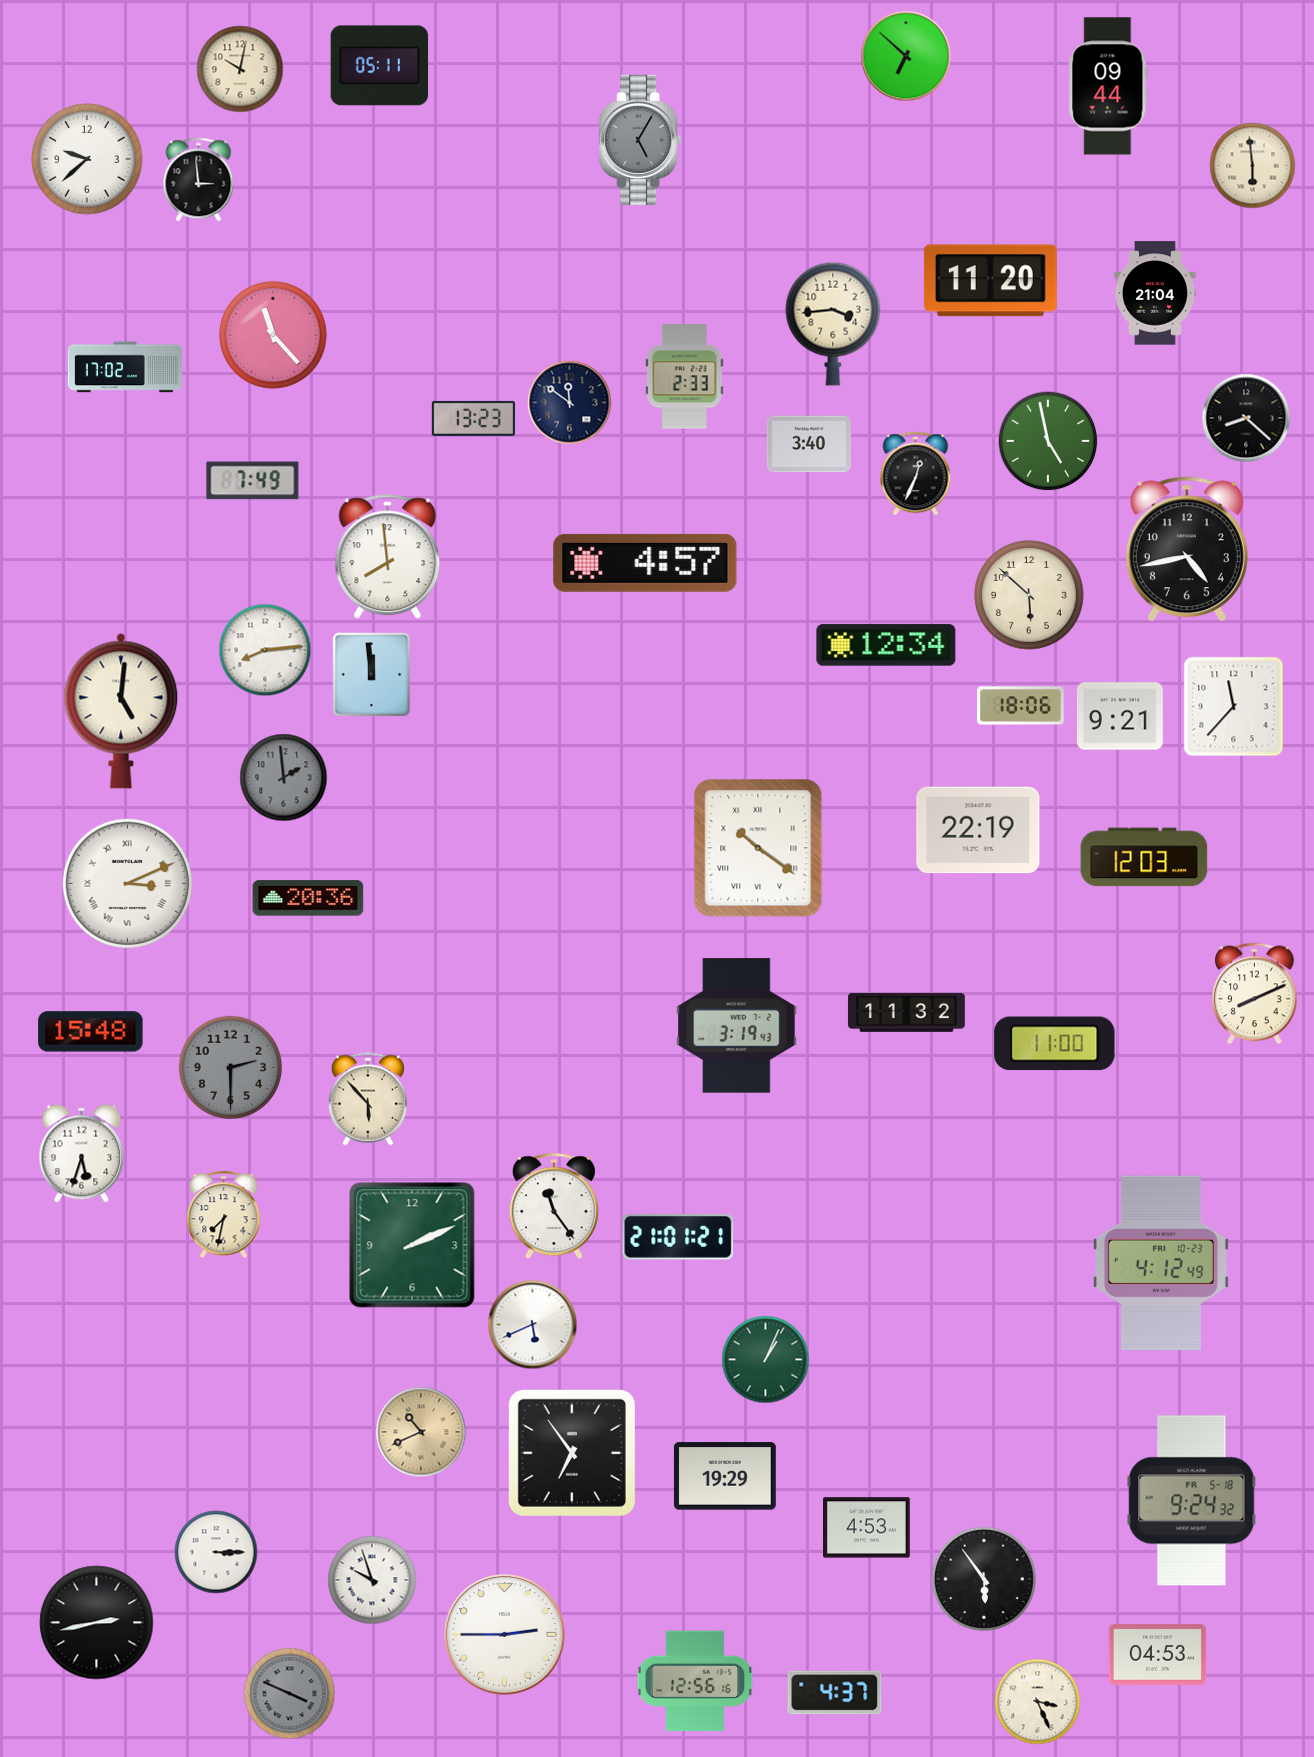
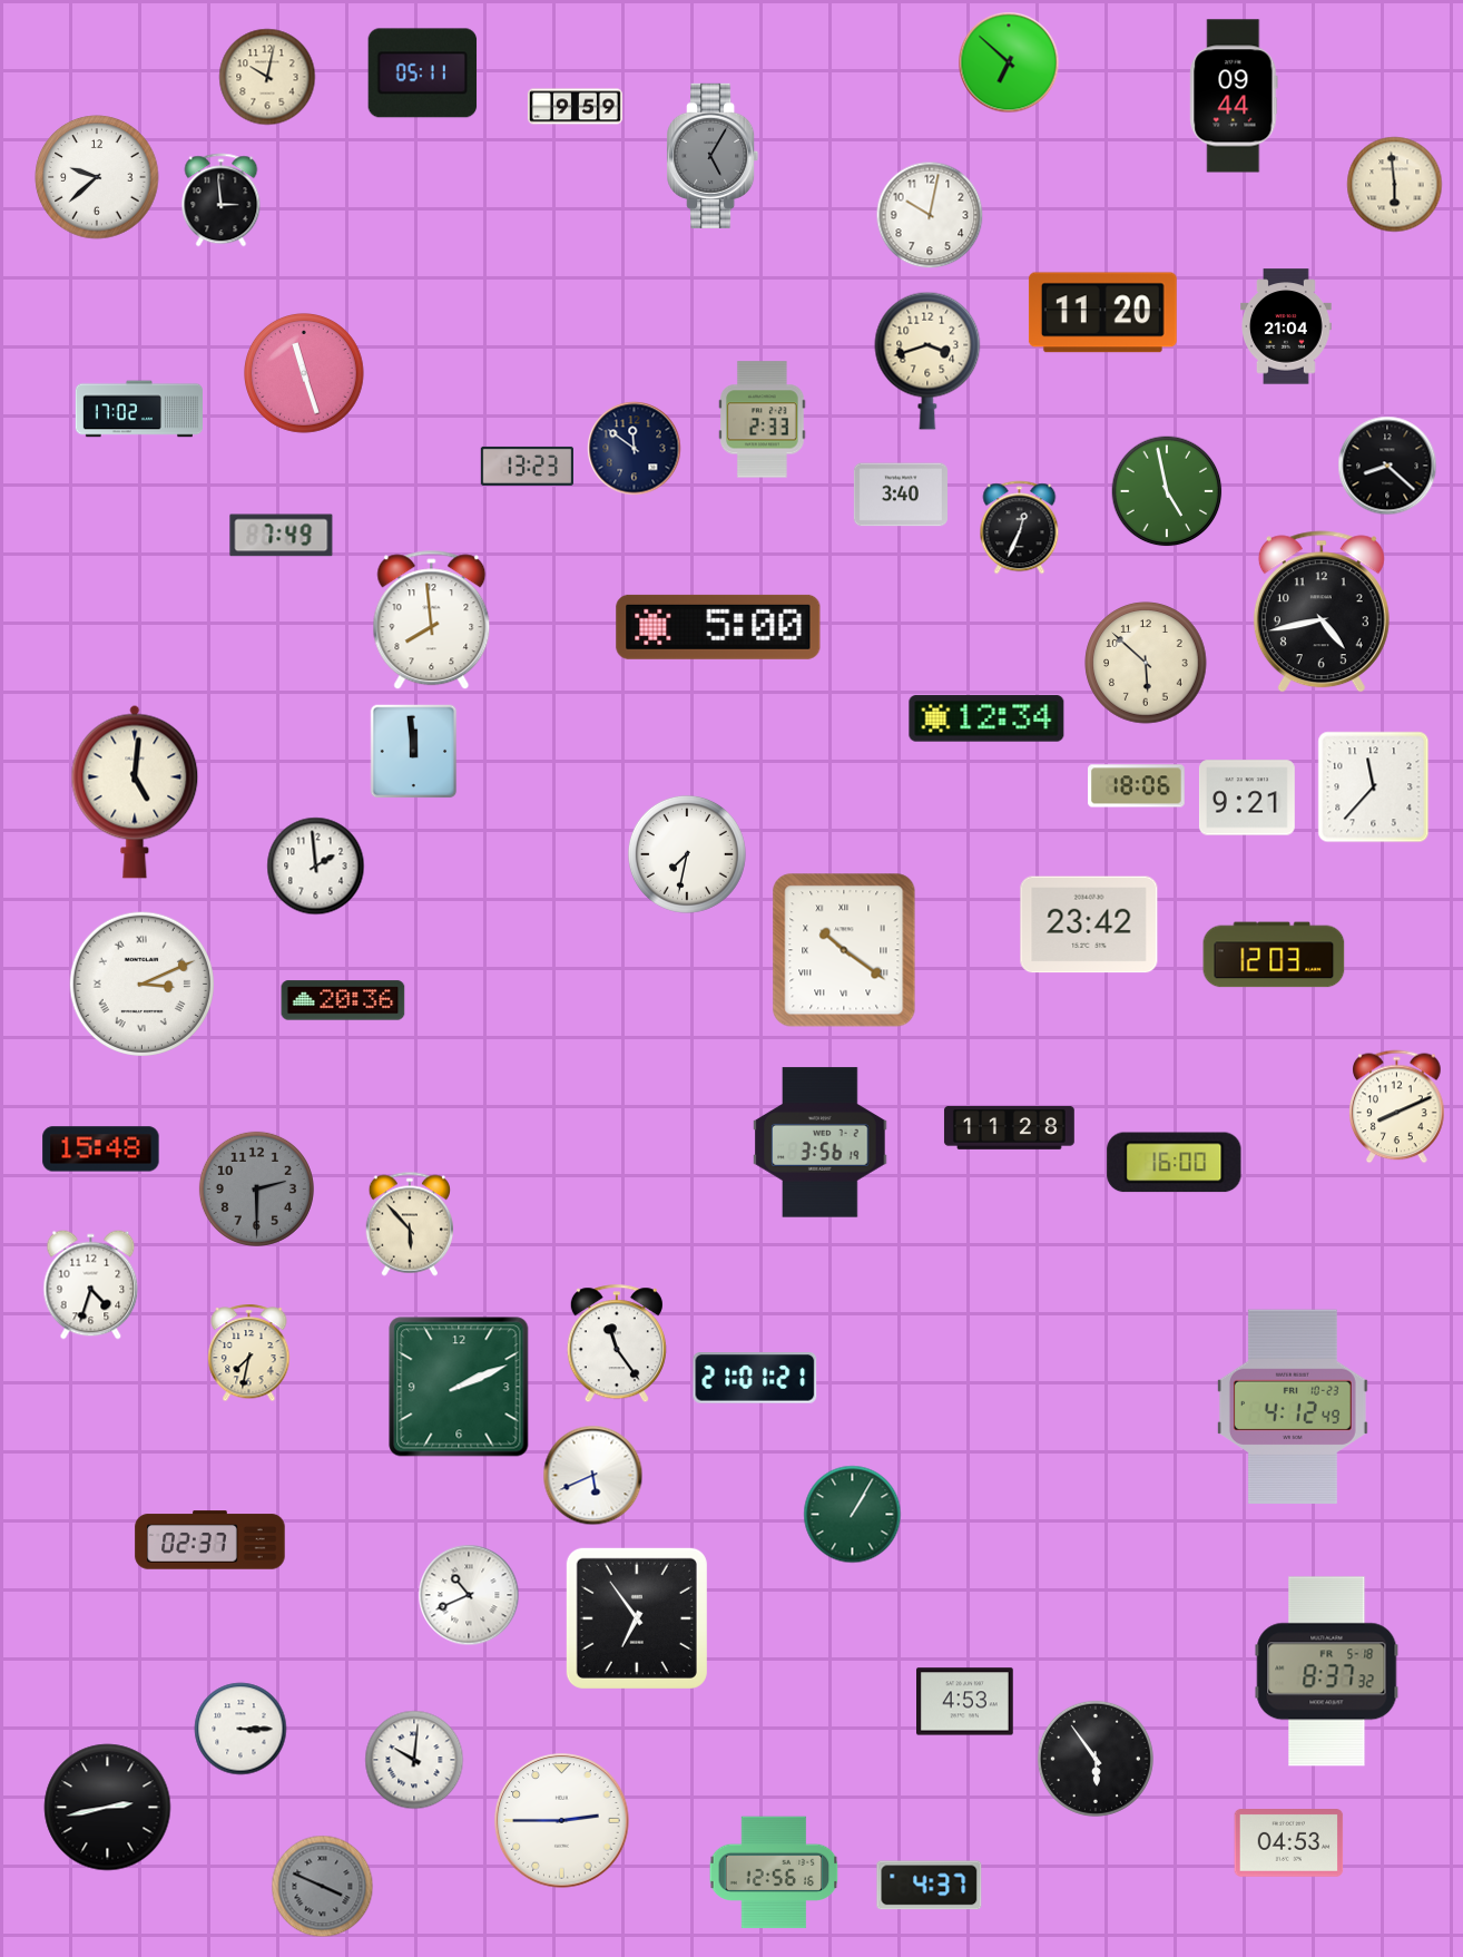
clock at (575, 107): none -> 9:59
clock at (930, 215): none -> 10:02
clock at (833, 324): 3:44 -> 3:42
clock at (274, 336): 11:23 -> 11:27
clock at (645, 563): 4:57 -> 5:00
clock at (265, 650): 8:14 -> none
clock at (687, 854): none -> 7:32
clock at (284, 778) dial: grey -> white
clock at (978, 830): 22:19 -> 23:42
clock at (758, 848) position: (758, 848) -> (844, 950)
clock at (906, 1012): 11:32 -> 11:28
clock at (737, 1026): 3:19 -> 3:56
clock at (1055, 1044): 11:00 -> 16:00
clock at (82, 1154): 5:33 -> 4:33
clock at (766, 1360): 1:04 -> 1:05
clock at (210, 1540): none -> 02:37
clock at (421, 1432) dial: champagne -> white
clock at (725, 1476): 19:29 -> none
clock at (1192, 1501): 9:24 -> 8:37
clock at (372, 1580): 9:57 -> 10:01
clock at (1038, 1702): 3:26 -> none
